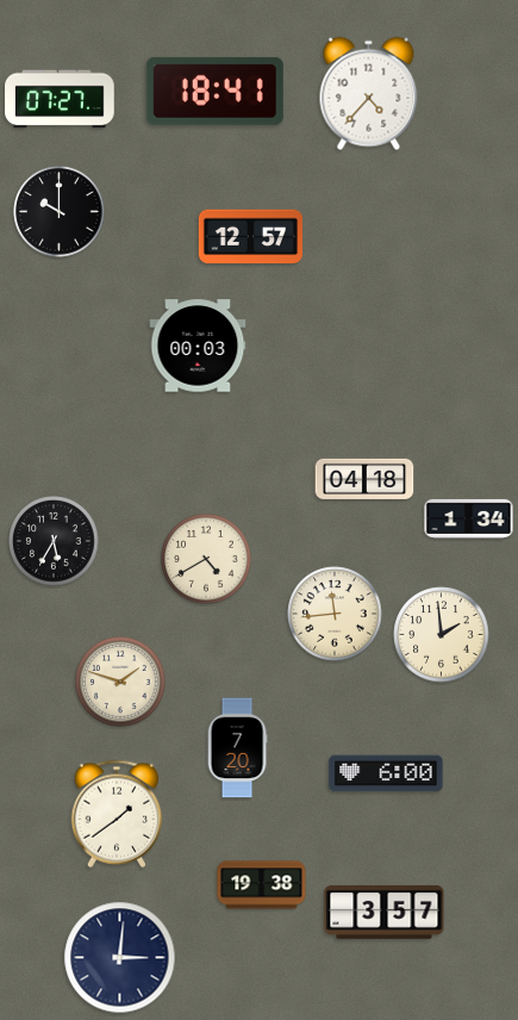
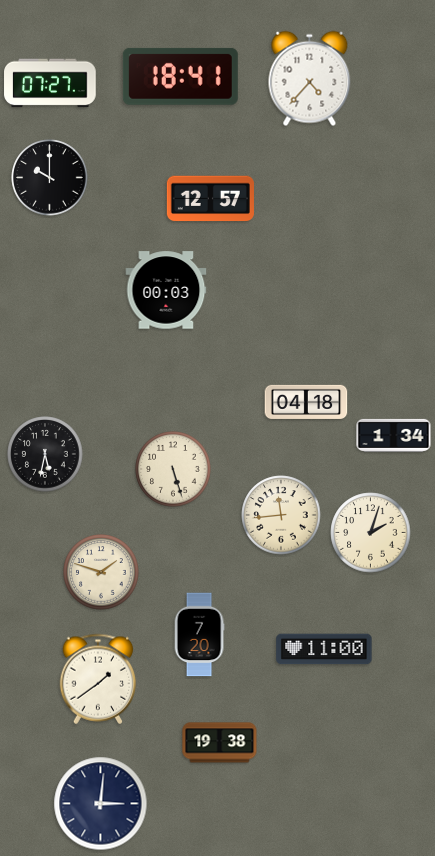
clock at (54, 541): 5:35 -> 5:32
clock at (206, 559): 4:40 -> 5:27
clock at (442, 635): 1:59 -> 2:03
clock at (237, 748) position: (237, 748) -> (199, 635)
clock at (386, 773): 6:00 -> 11:00
clock at (117, 814) position: (117, 814) -> (98, 679)
clock at (385, 912): 3:57 -> none
